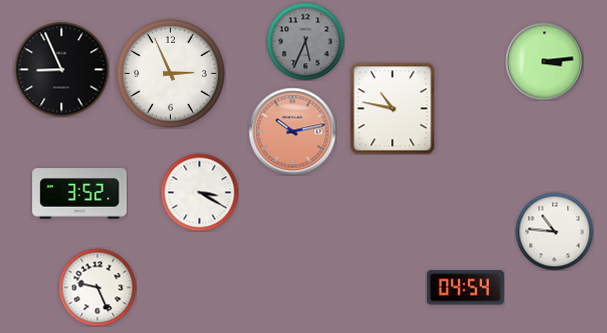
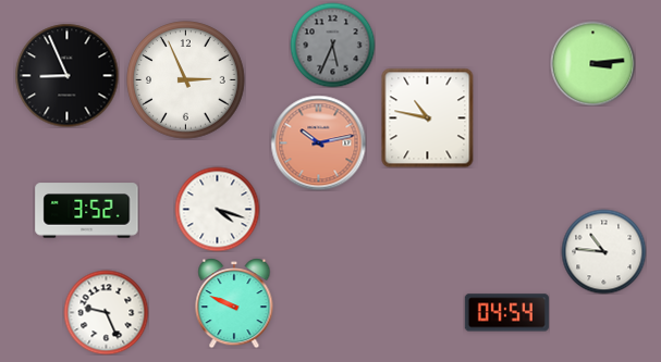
clock at (544, 61) position: (544, 61) -> (592, 63)
clock at (199, 192): 3:20 -> 4:18
clock at (234, 303): none -> 9:49
